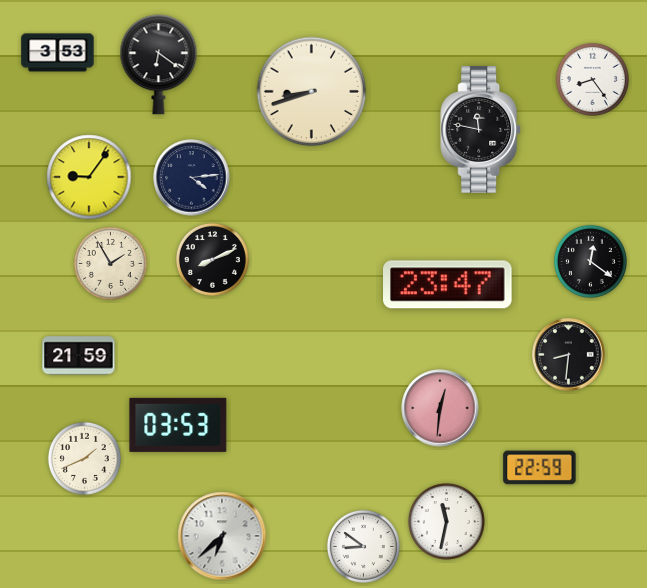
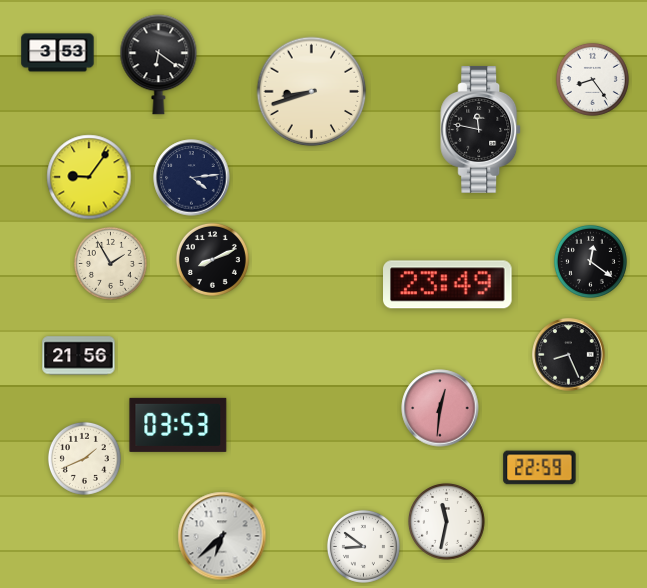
clock at (448, 285): 23:47 -> 23:49
clock at (569, 355): 8:31 -> 8:26
clock at (79, 356): 21:59 -> 21:56
